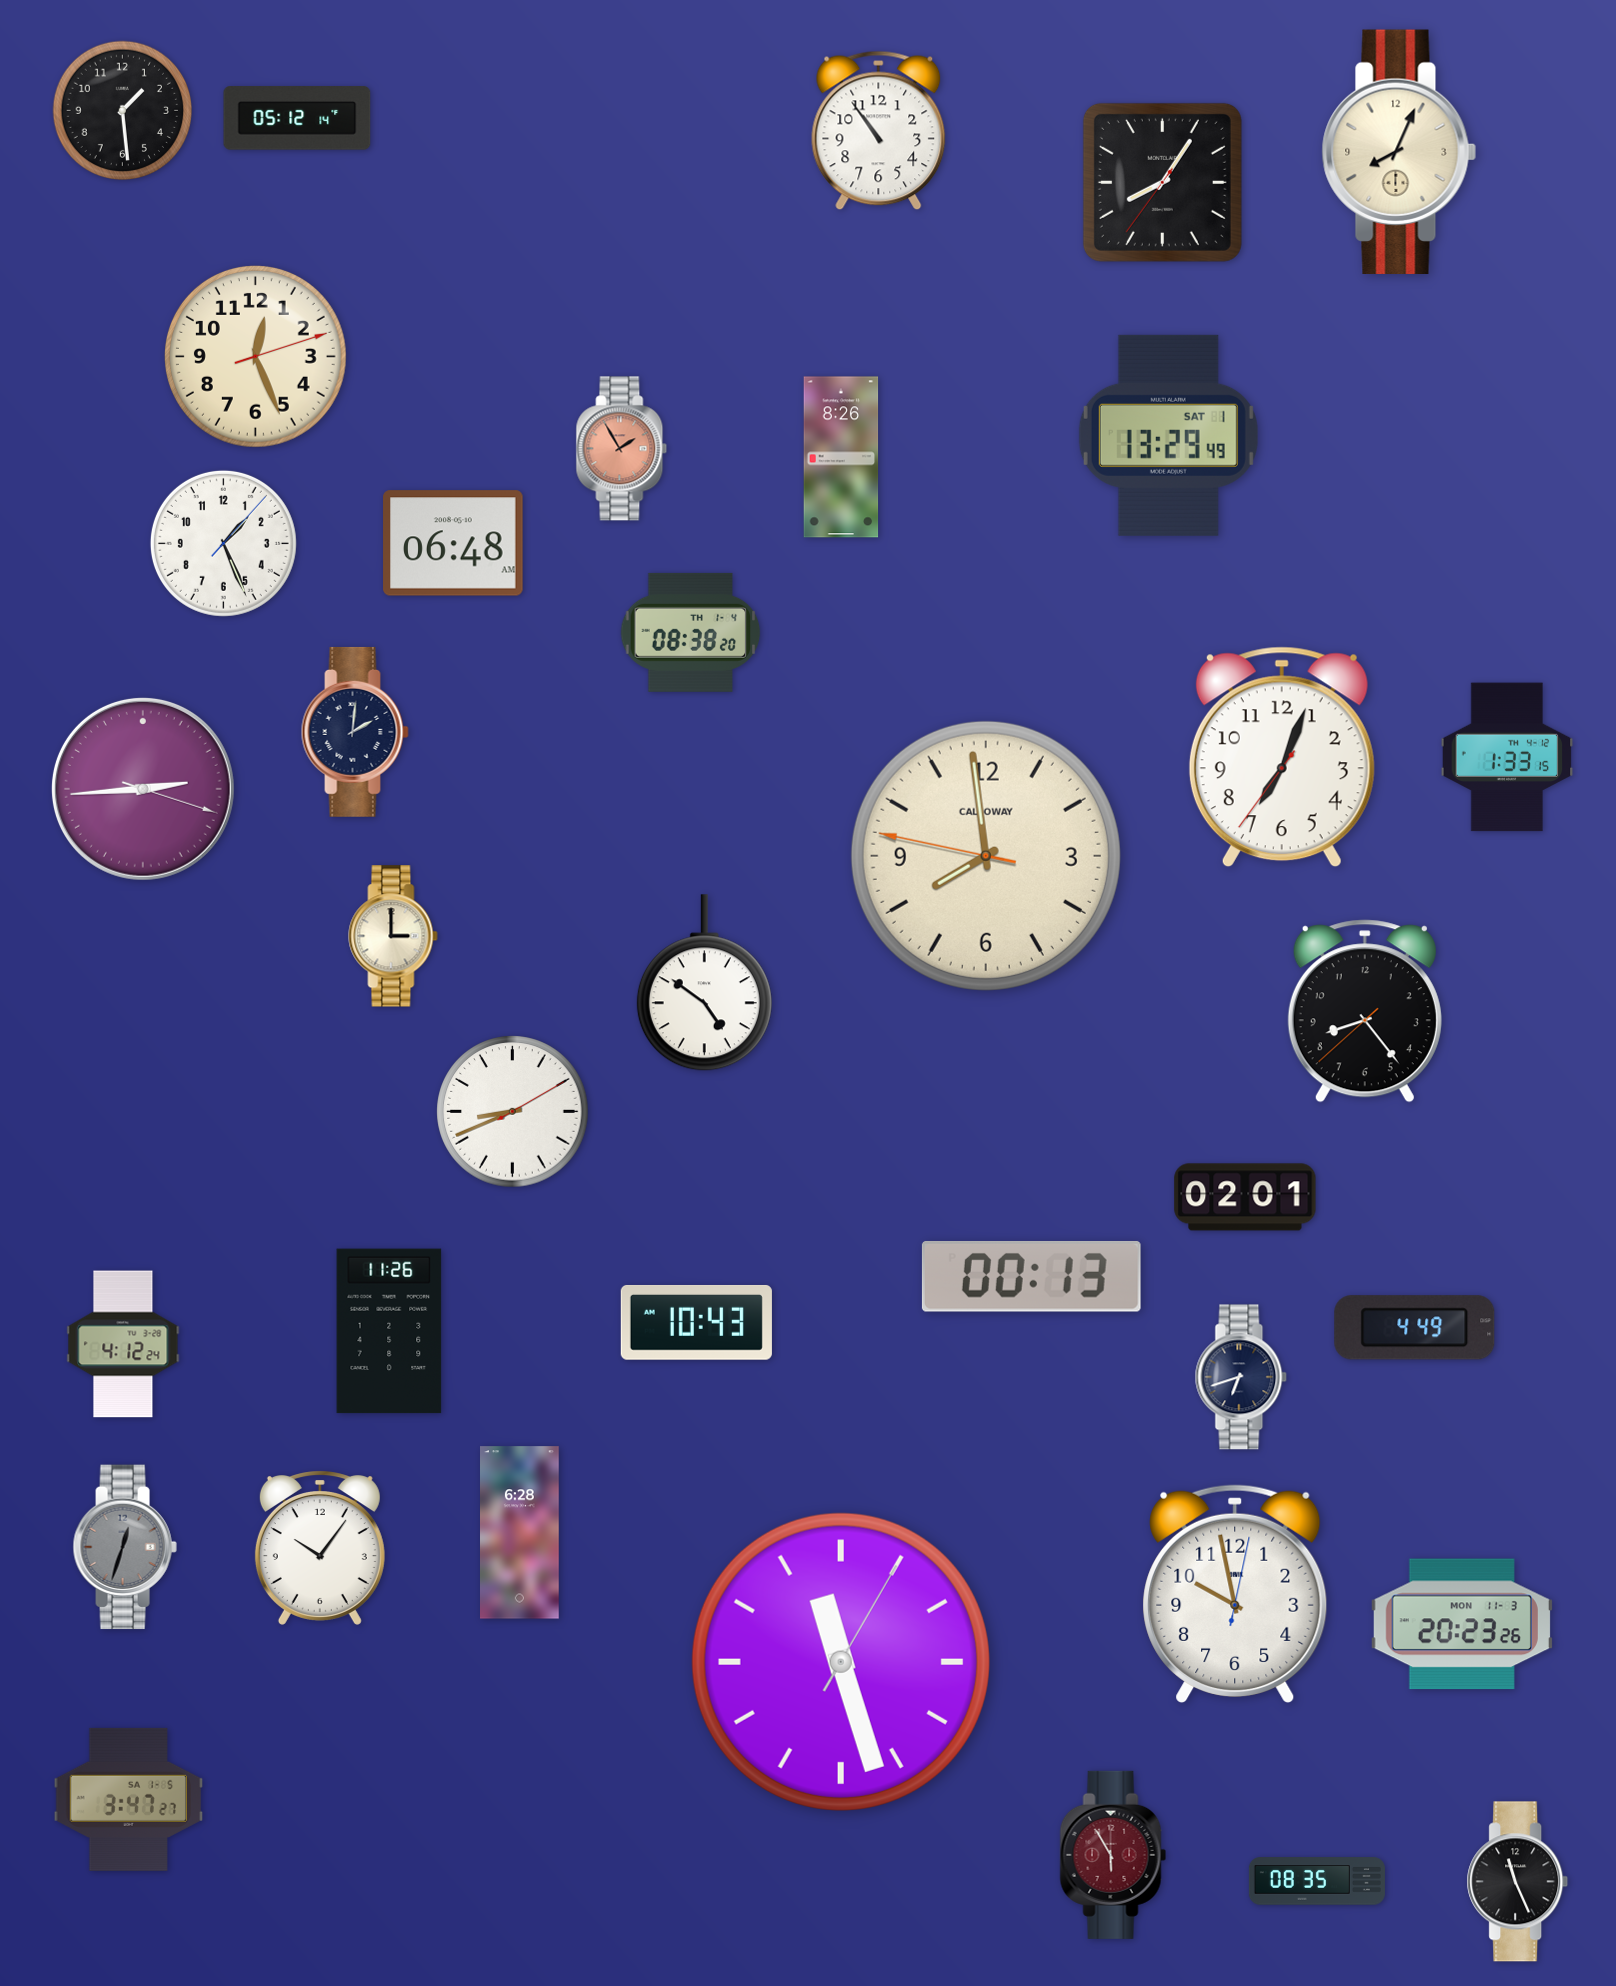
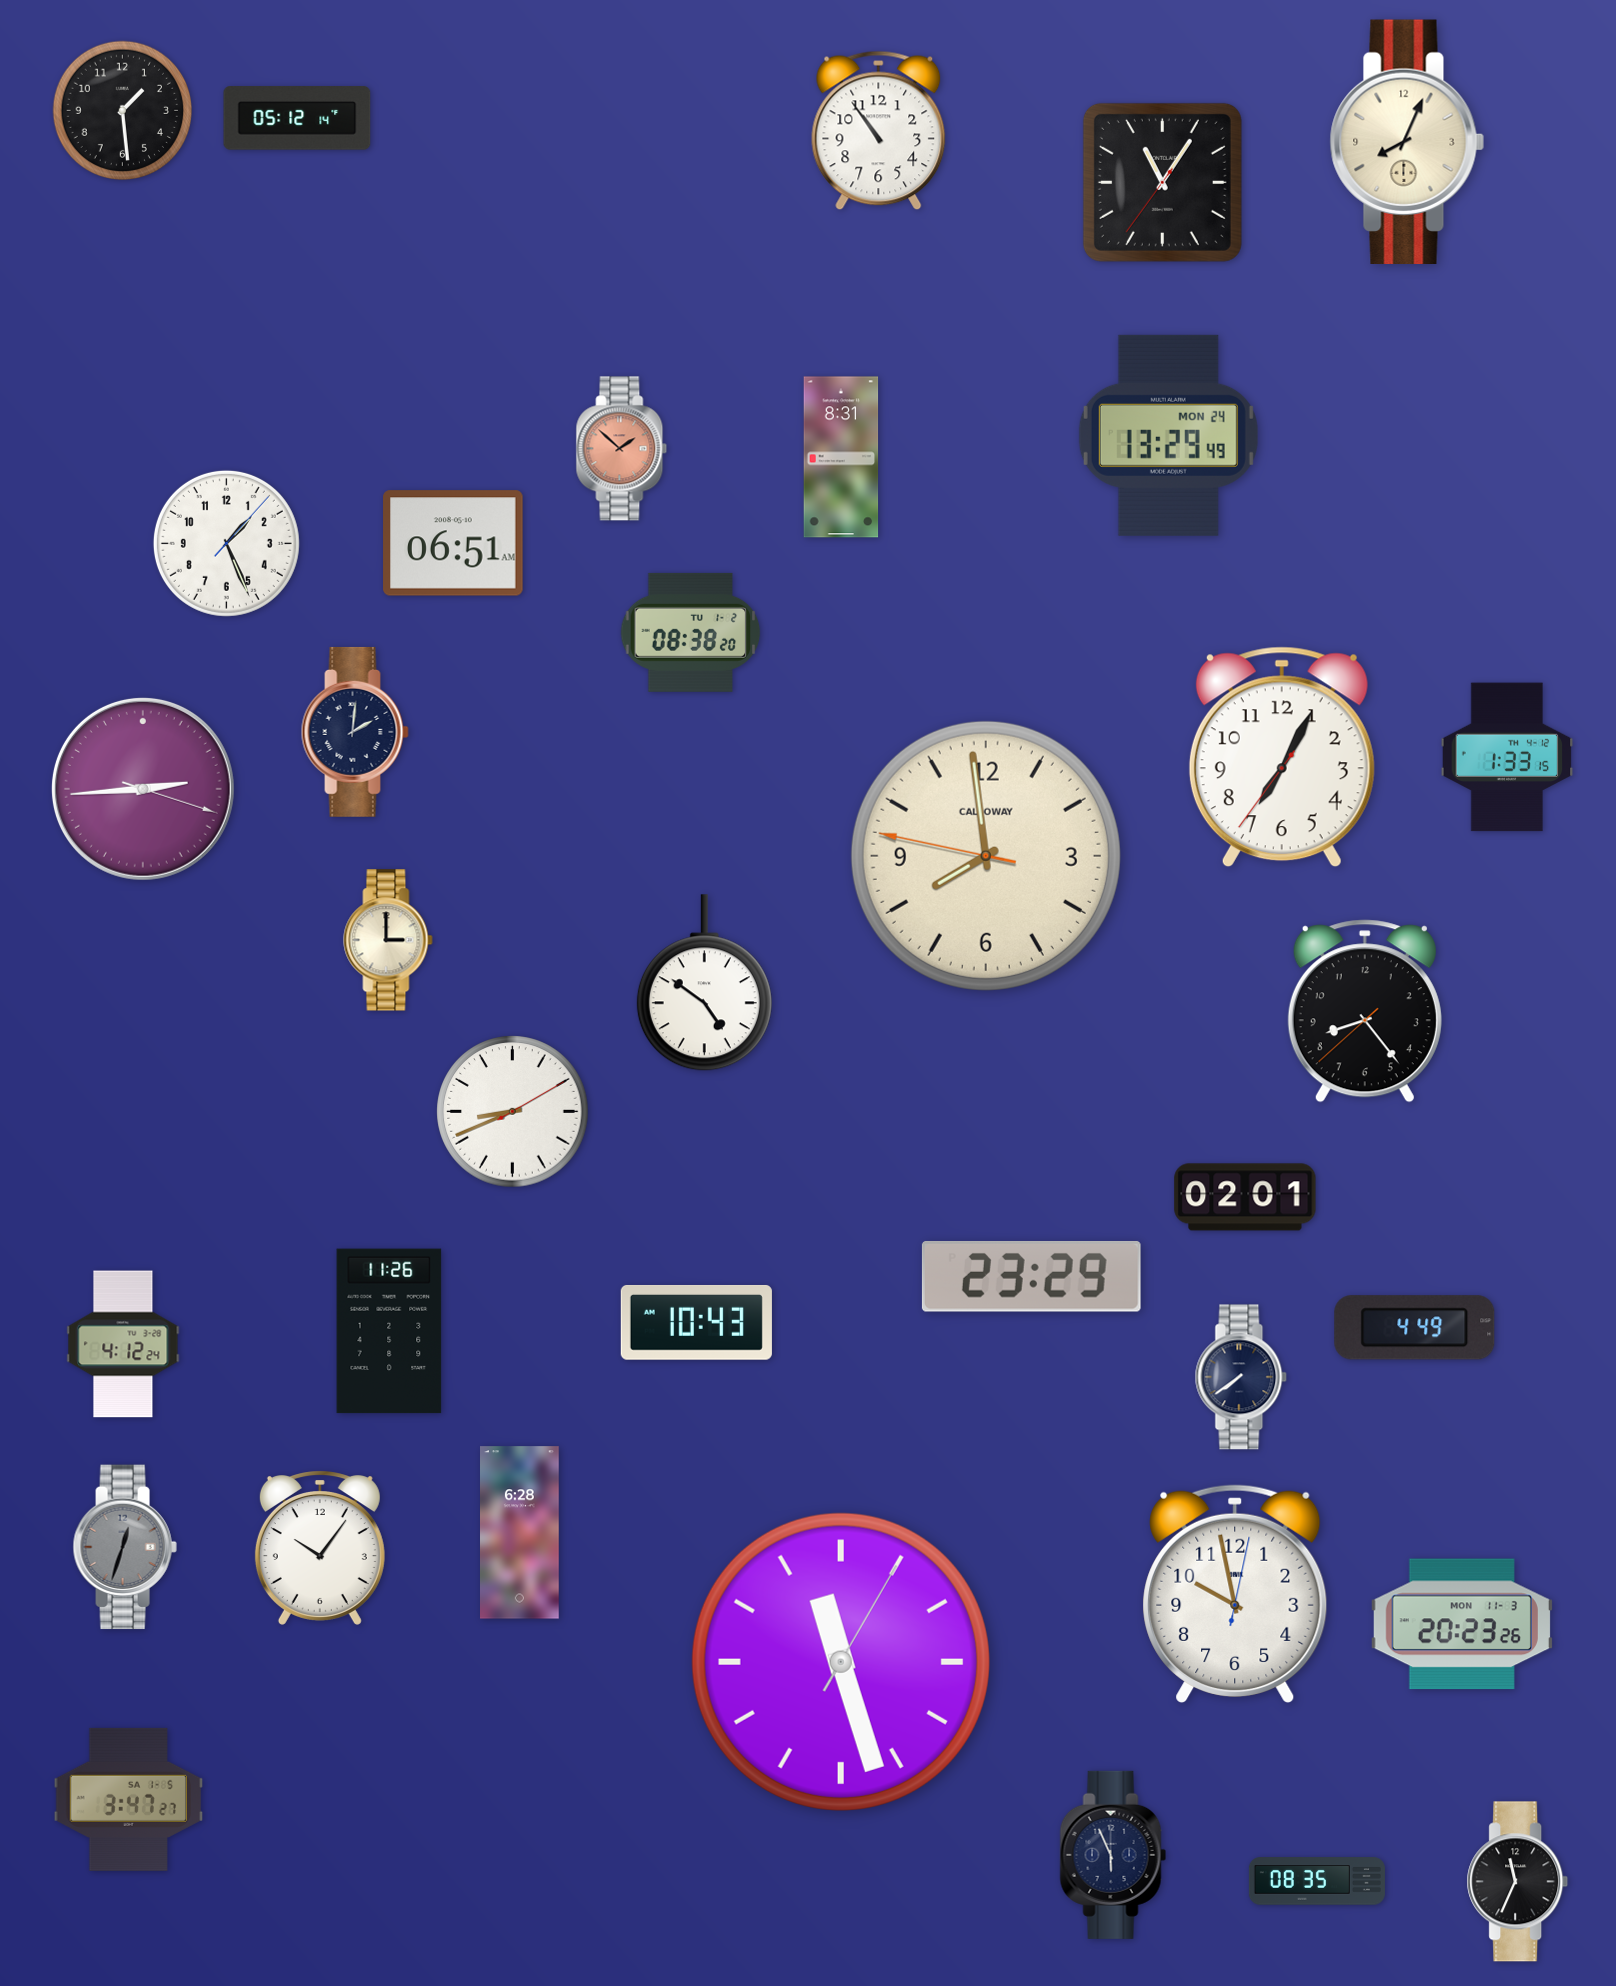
clock at (1399, 151) position: (1399, 151) -> (1407, 141)
clock at (1162, 182): 8:05 -> 11:05
clock at (255, 356): 12:26 -> none
clock at (1168, 435) date: SAT 1 -> MON 24
clock at (622, 449): 1:55 -> 1:52
clock at (841, 457): 8:26 -> 8:31
clock at (223, 543) position: (223, 543) -> (226, 543)
clock at (453, 543): 06:48 -> 06:51
clock at (691, 632) date: TH 1-4 -> TU 1-2
clock at (1282, 757): 7:03 -> 7:04
clock at (393, 936) position: (393, 936) -> (388, 940)
clock at (1031, 1276): 00:13 -> 23:29
clock at (1241, 1377): 6:42 -> 7:39
clock at (1113, 1855): 5:55 -> 5:56
clock at (1113, 1855) dial: burgundy -> navy
clock at (1518, 1882): 11:26 -> 11:34
